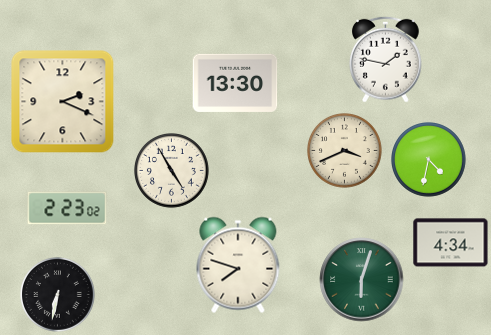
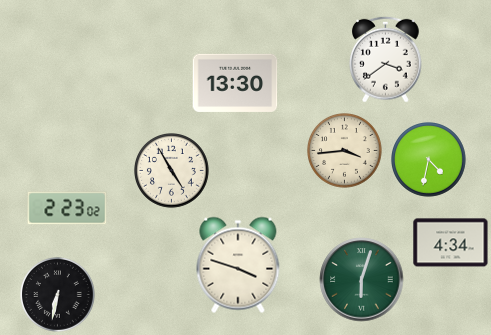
clock at (386, 59): 1:47 -> 3:39
clock at (63, 102): 2:19 -> none
clock at (345, 151): 3:41 -> 3:44
clock at (238, 265): 7:48 -> 3:48
